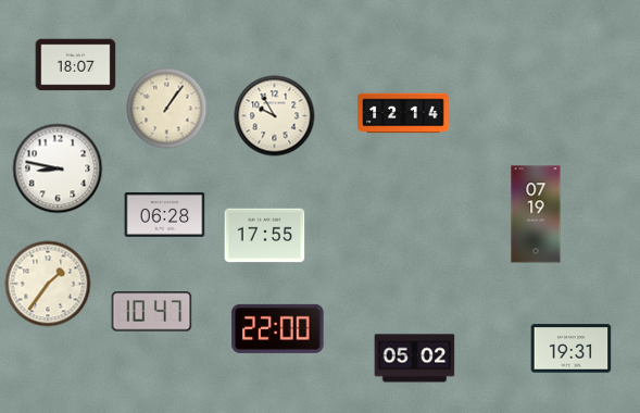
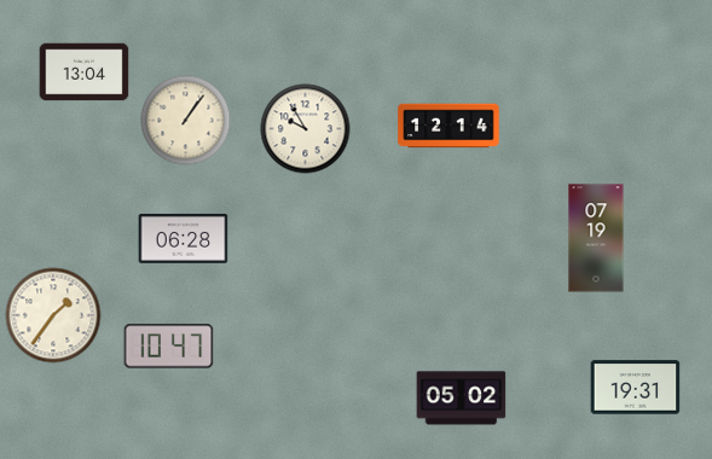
clock at (76, 65): 18:07 -> 13:04
clock at (58, 168): 8:47 -> none
clock at (265, 236): 17:55 -> none
clock at (278, 328): 22:00 -> none
